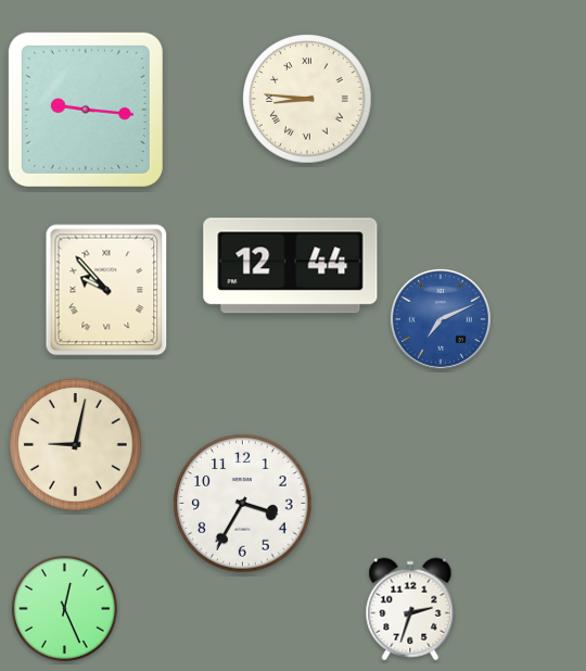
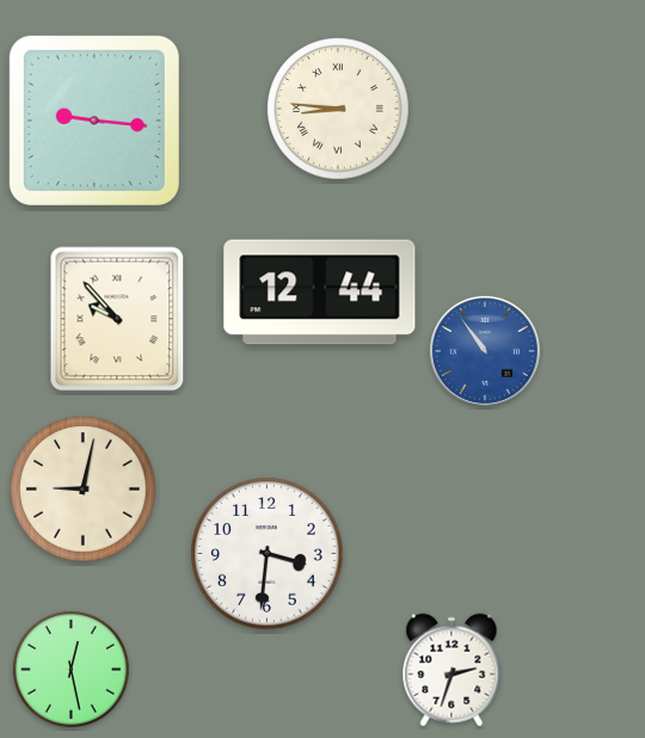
clock at (441, 319): 7:11 -> 10:54
clock at (243, 504): 3:35 -> 3:31
clock at (64, 608): 12:26 -> 12:28
